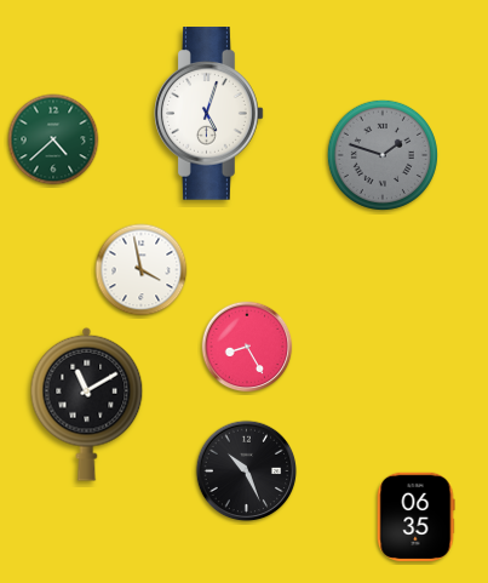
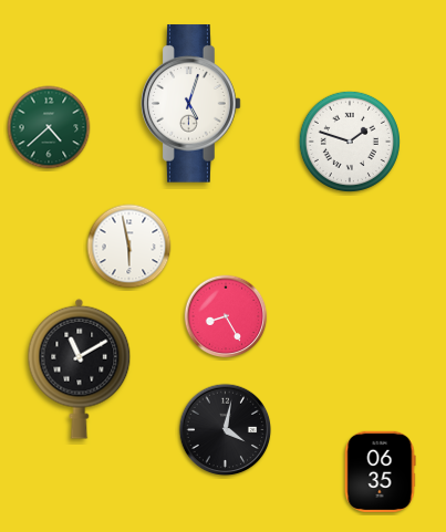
clock at (383, 155) dial: grey -> white
clock at (142, 270): 3:58 -> 5:58
clock at (247, 471): 10:26 -> 4:02
